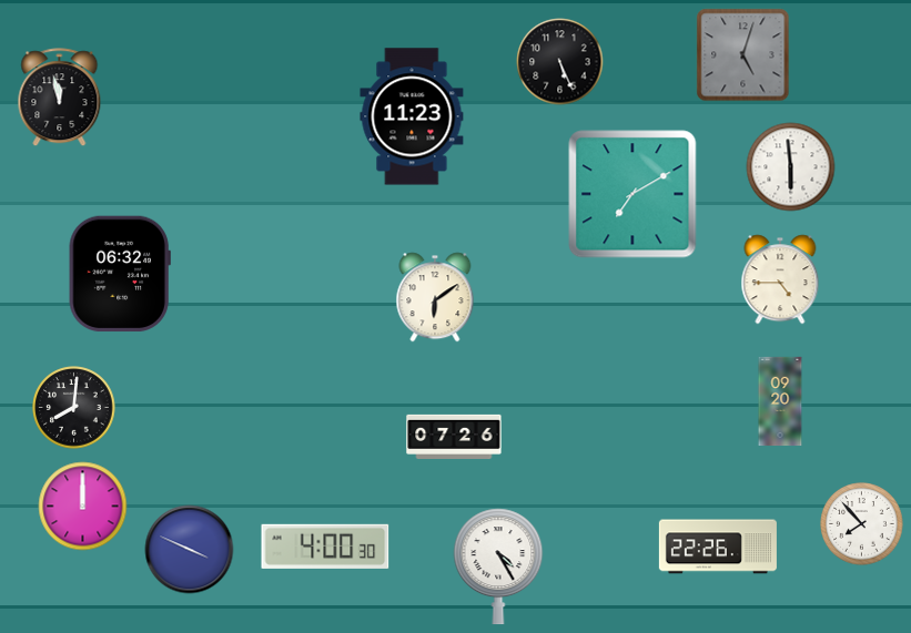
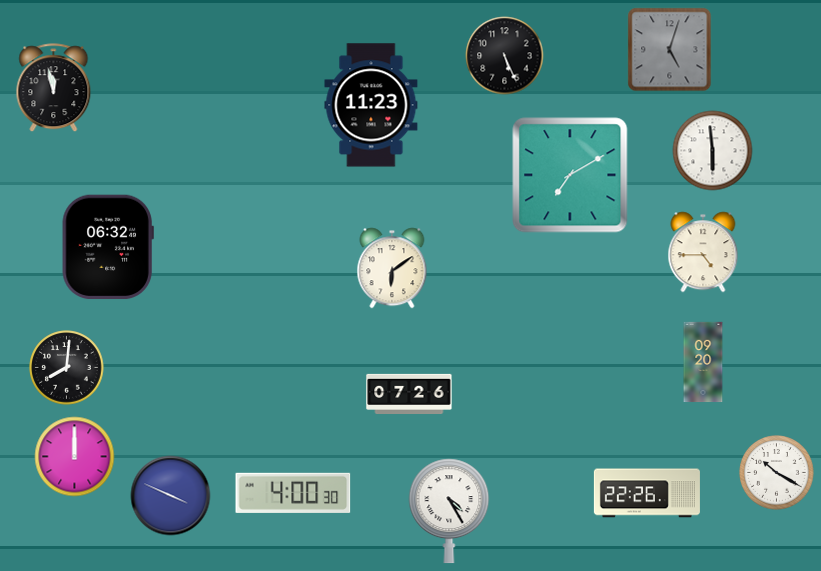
clock at (862, 524): 7:53 -> 10:20
